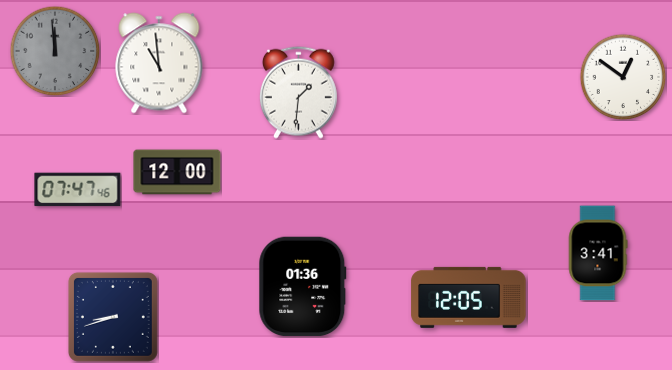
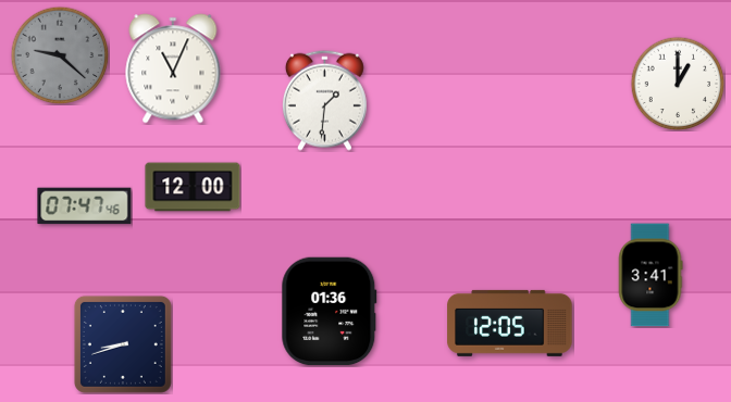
clock at (55, 51): 11:59 -> 9:22
clock at (159, 63): 10:59 -> 11:04
clock at (623, 77): 12:51 -> 1:00
